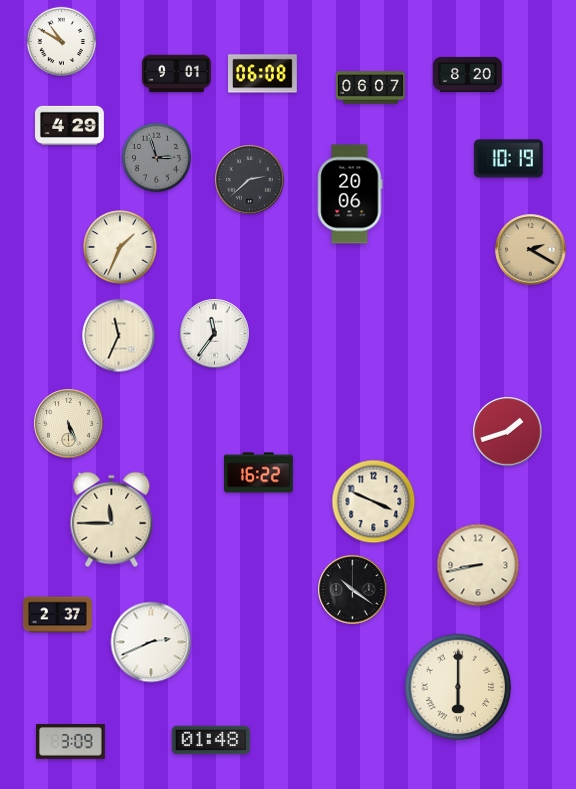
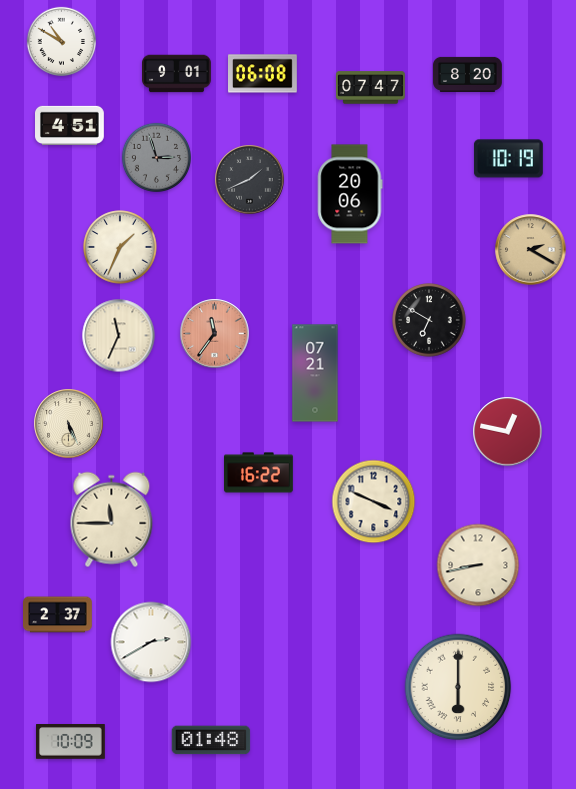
clock at (371, 88): 06:07 -> 07:47
clock at (70, 125): 4:29 -> 4:51
clock at (250, 180): 2:38 -> 1:41
clock at (429, 320): none -> 6:50
clock at (215, 334) dial: white -> salmon
clock at (315, 373): none -> 07:21
clock at (508, 432): 1:42 -> 12:47
clock at (353, 590): 10:21 -> none
clock at (151, 642): 2:41 -> 2:40
clock at (71, 742): 3:09 -> 10:09
